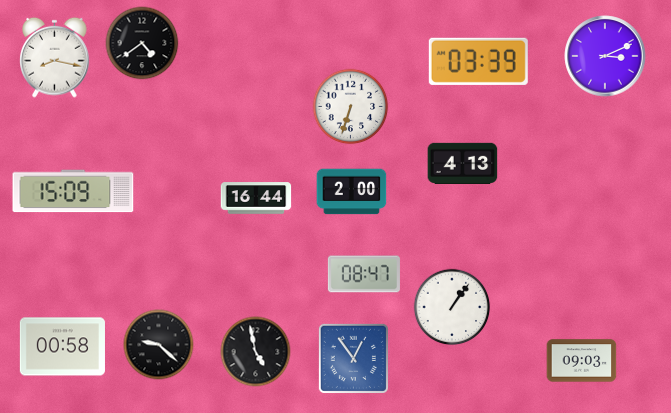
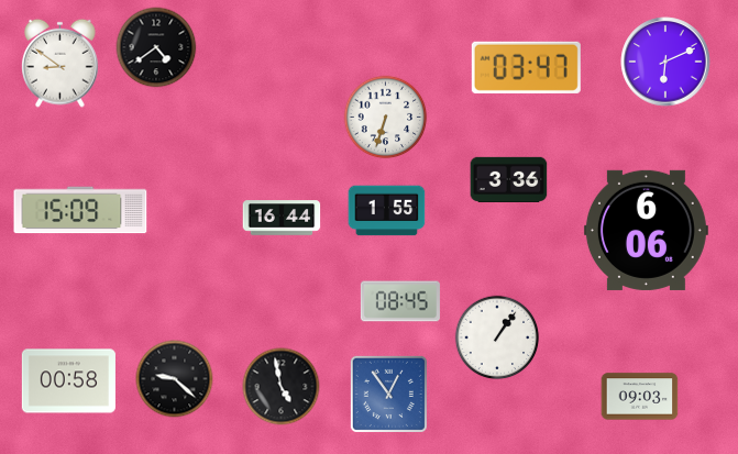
clock at (605, 56): 3:11 -> 6:11
clock at (55, 57): 8:17 -> 8:51
clock at (478, 61): 03:39 -> 03:47
clock at (463, 163): 4:13 -> 3:36
clock at (352, 192): 2:00 -> 1:55
clock at (646, 230): none -> 6:06
clock at (364, 274): 08:47 -> 08:45
